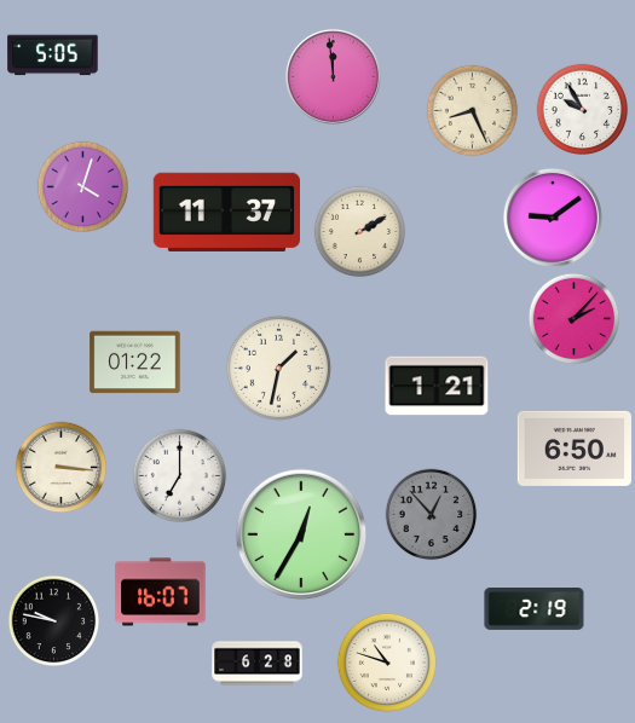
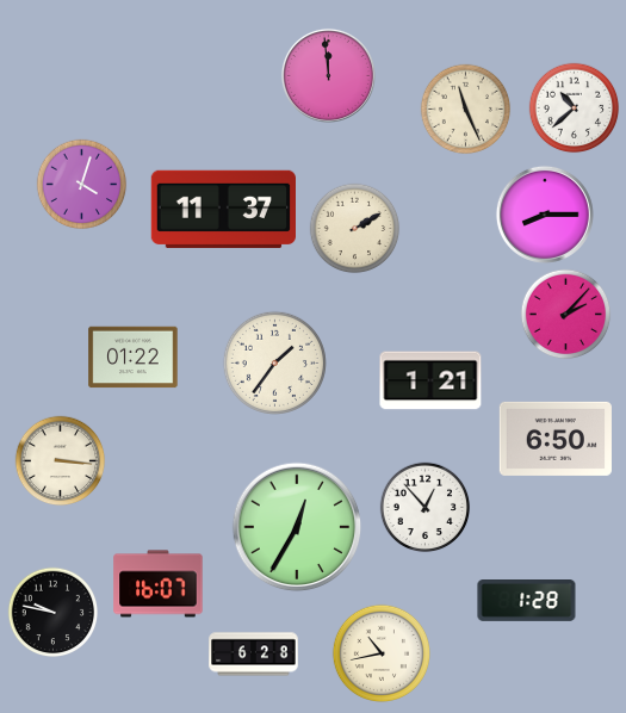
clock at (53, 56): 5:05 -> none
clock at (583, 110): 9:55 -> 10:38
clock at (473, 111): 8:26 -> 11:26
clock at (553, 218): 9:09 -> 8:15
clock at (278, 368): 1:32 -> 1:36
clock at (573, 449) position: (573, 449) -> (554, 439)
clock at (180, 476): 7:00 -> none
clock at (432, 515) dial: grey -> white
clock at (535, 609): 2:19 -> 1:28
clock at (386, 661): 10:48 -> 10:43
